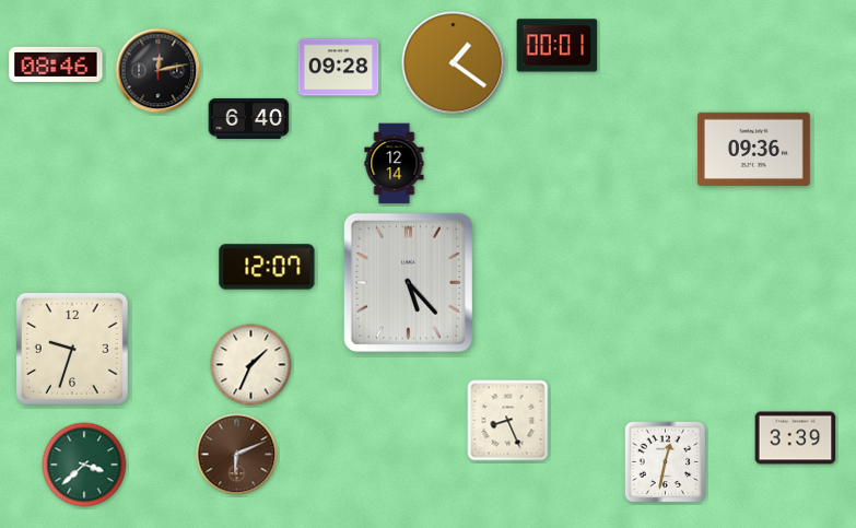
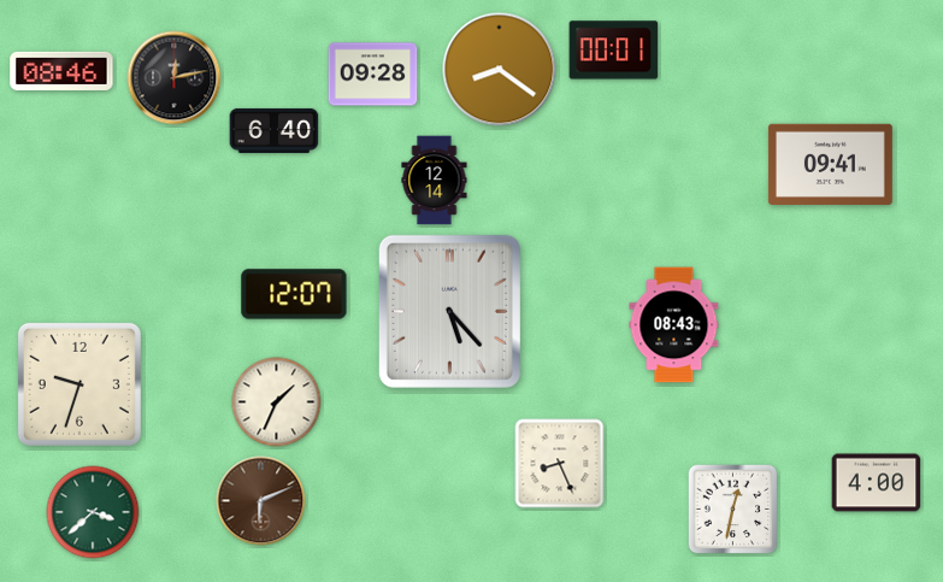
clock at (454, 63): 1:21 -> 8:21
clock at (753, 149): 09:36 -> 09:41
clock at (674, 325): none -> 08:43
clock at (796, 438): 3:39 -> 4:00
